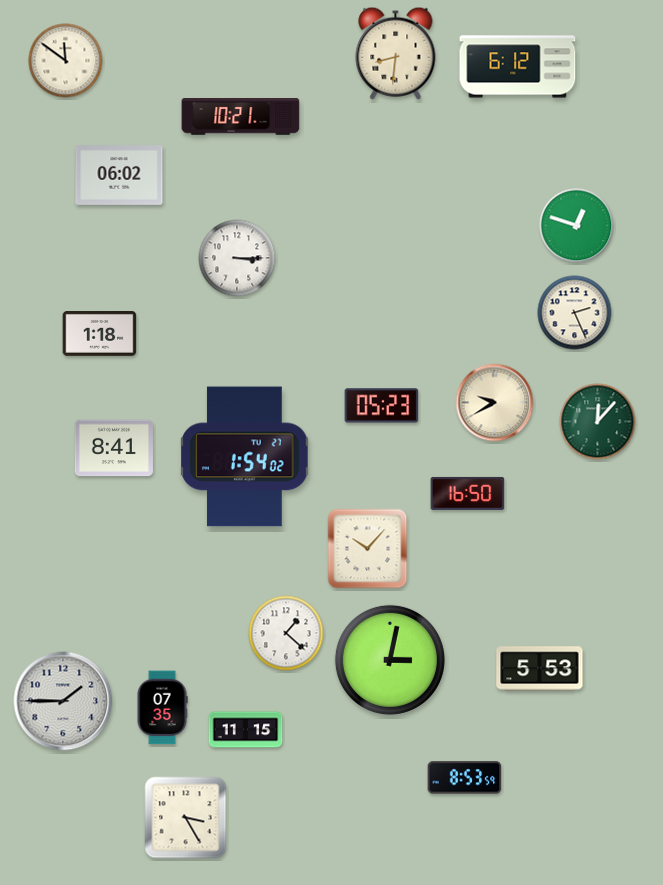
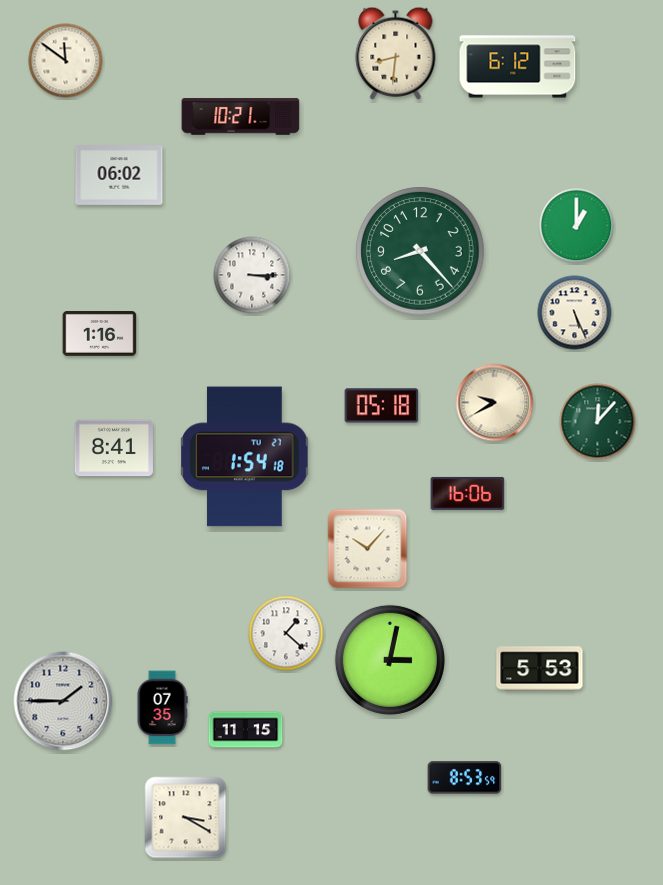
clock at (577, 226): 12:48 -> 1:00
clock at (420, 251): none -> 8:23
clock at (237, 258) position: (237, 258) -> (252, 275)
clock at (575, 313): 2:26 -> 5:26
clock at (100, 334): 1:18 -> 1:16
clock at (382, 406): 05:23 -> 05:18
clock at (245, 457): 1:54:02 -> 1:54:18
clock at (468, 493): 16:50 -> 16:06
clock at (186, 818): 3:25 -> 3:20
